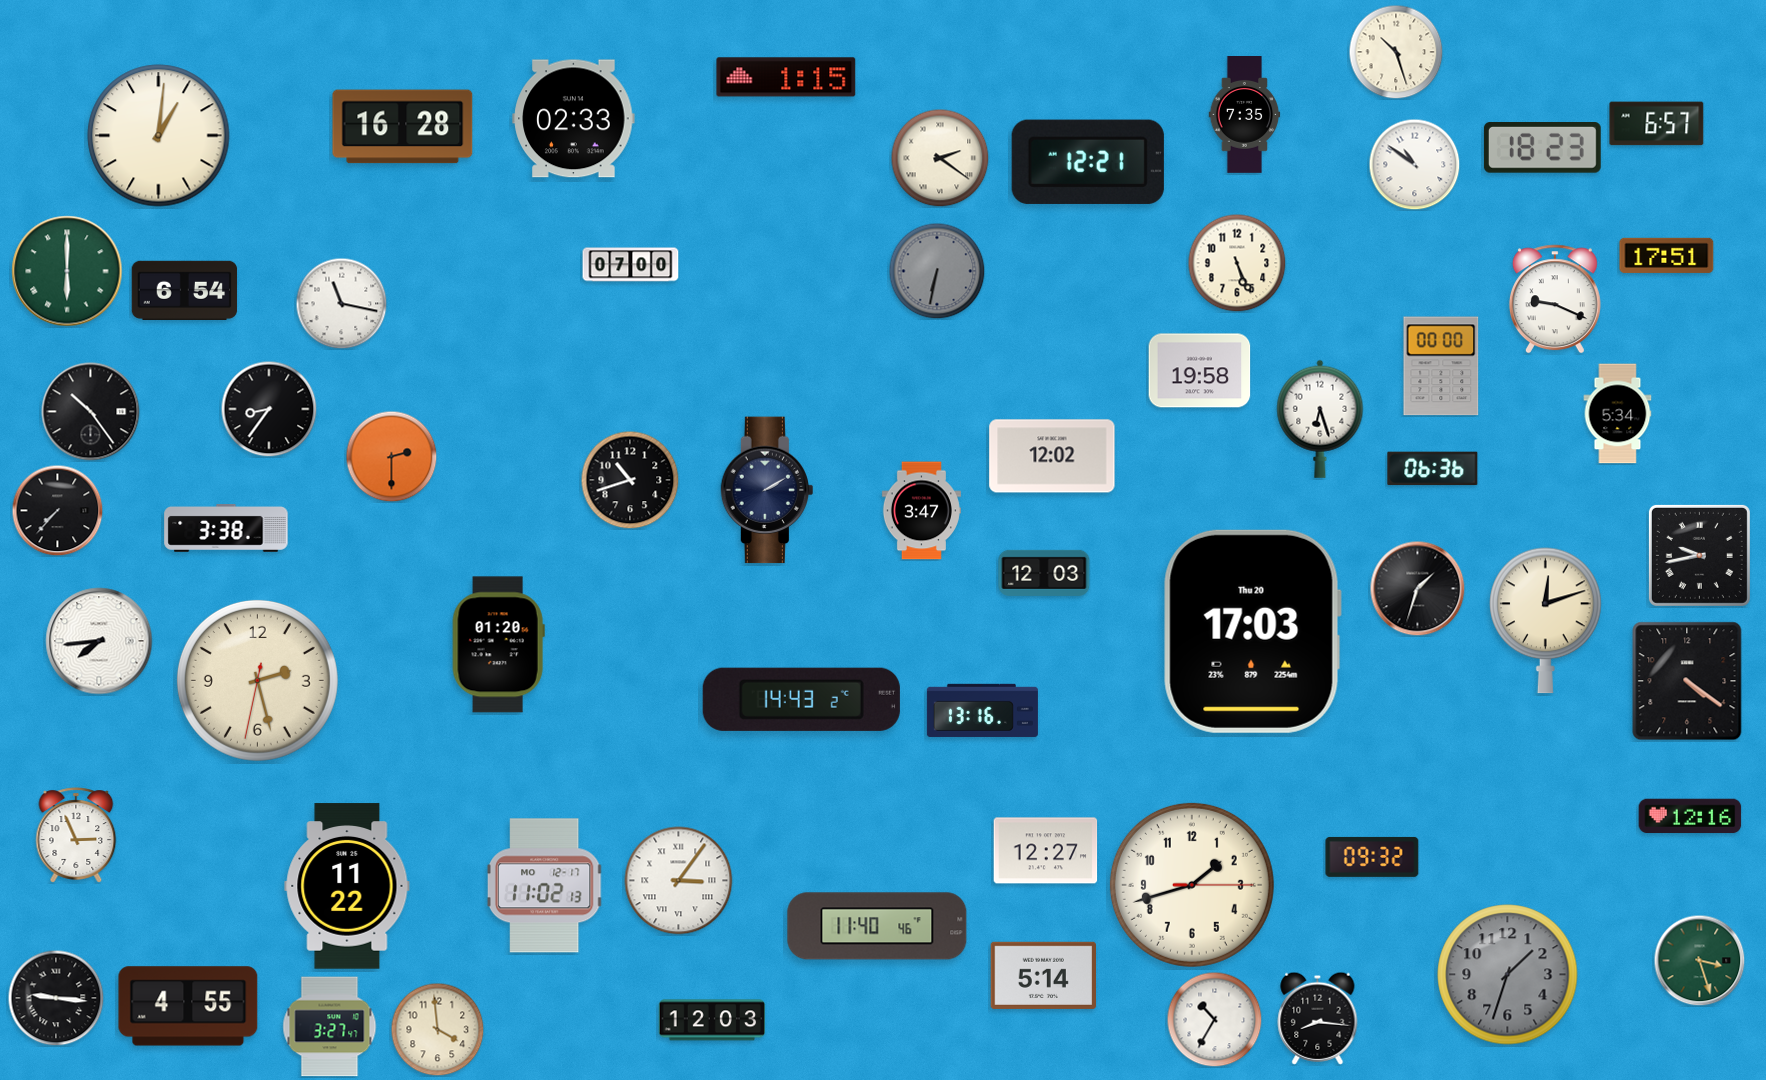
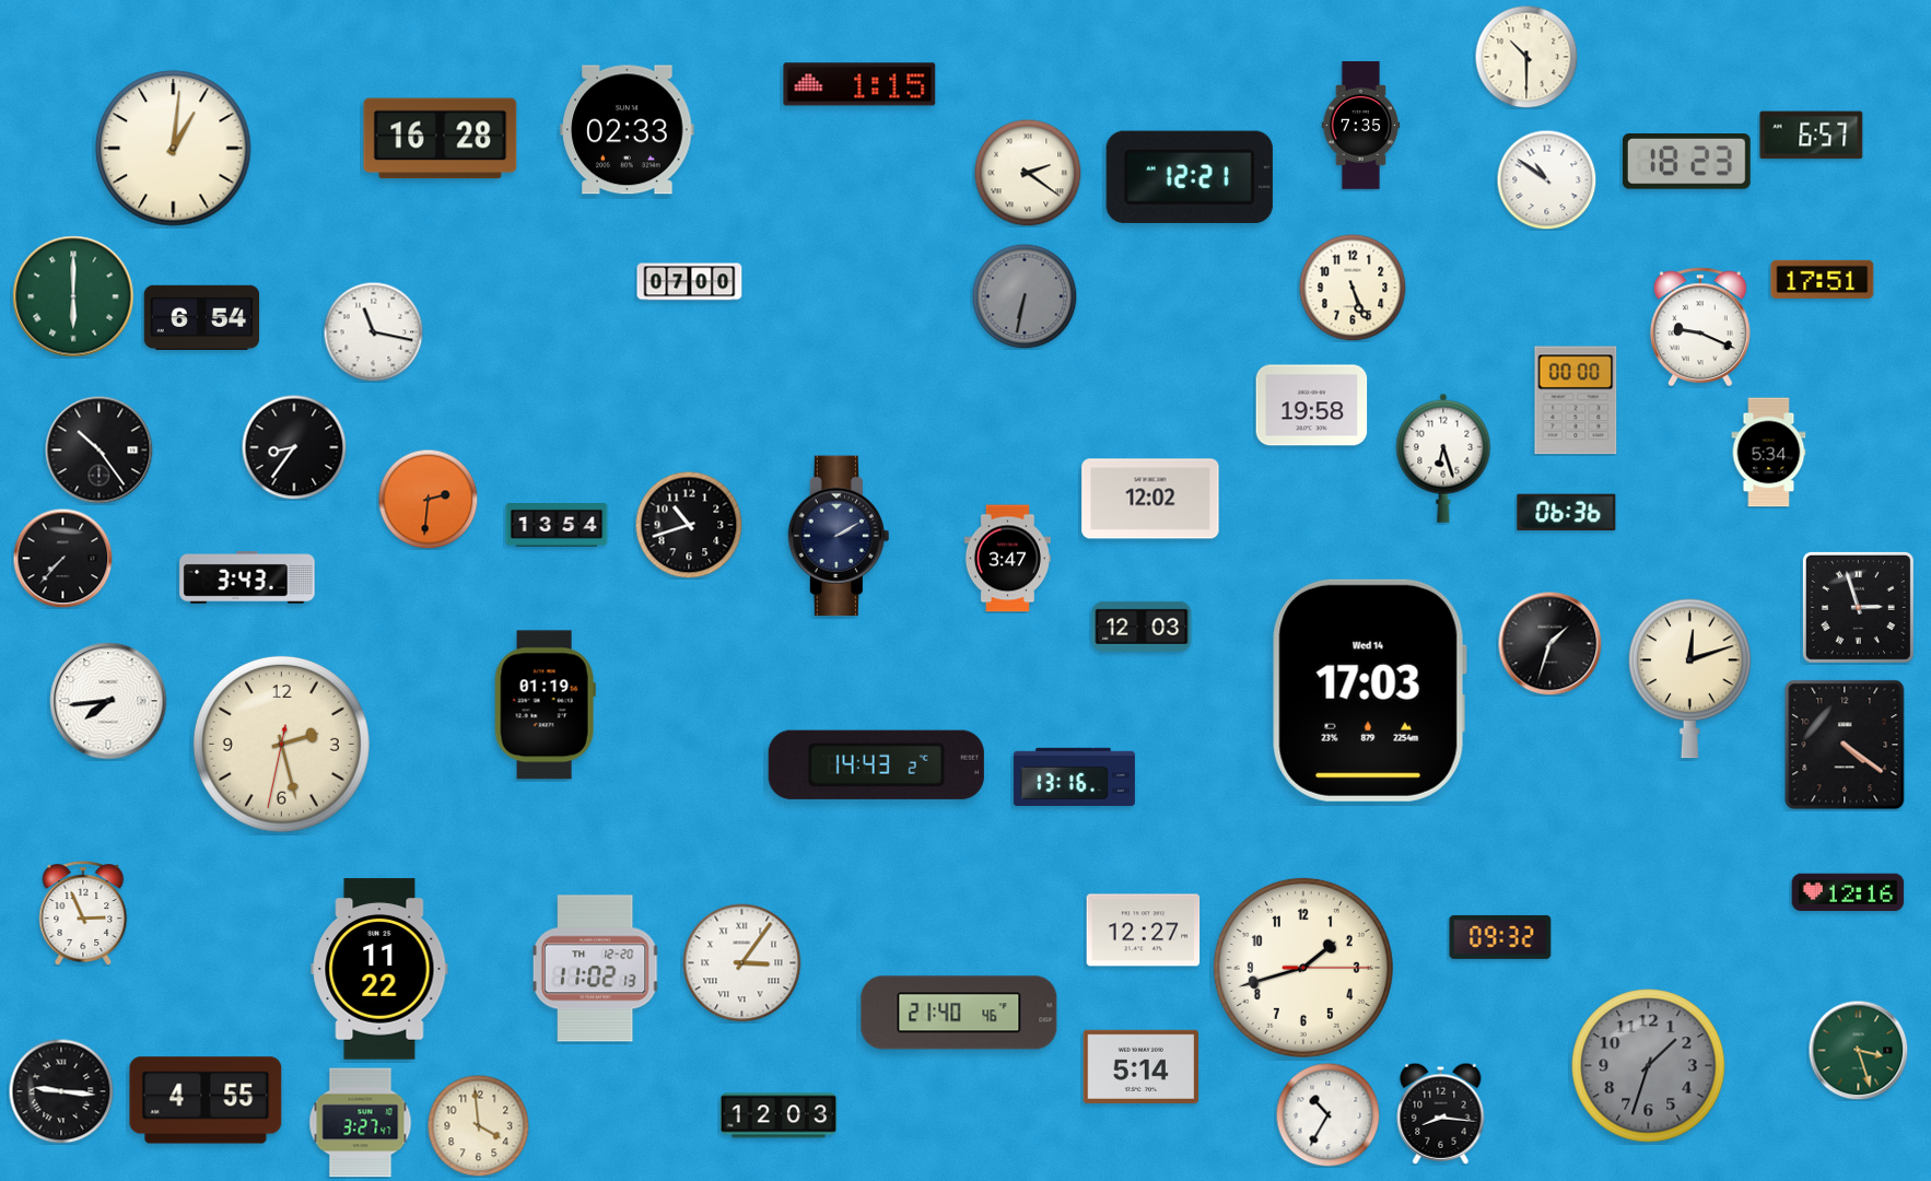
clock at (1396, 52): 10:27 -> 10:30
clock at (631, 265) position: (631, 265) -> (690, 282)
clock at (391, 456): 2:30 -> 2:31
clock at (557, 526): none -> 13:54
clock at (226, 529): 3:38 -> 3:43
clock at (1699, 555): 9:43 -> 2:57
clock at (1252, 631) date: Thu 20 -> Wed 14
clock at (498, 645): 01:20 -> 01:19
clock at (544, 886) date: MO 12-17 -> TH 12-20
clock at (877, 926): 11:40 -> 21:40
